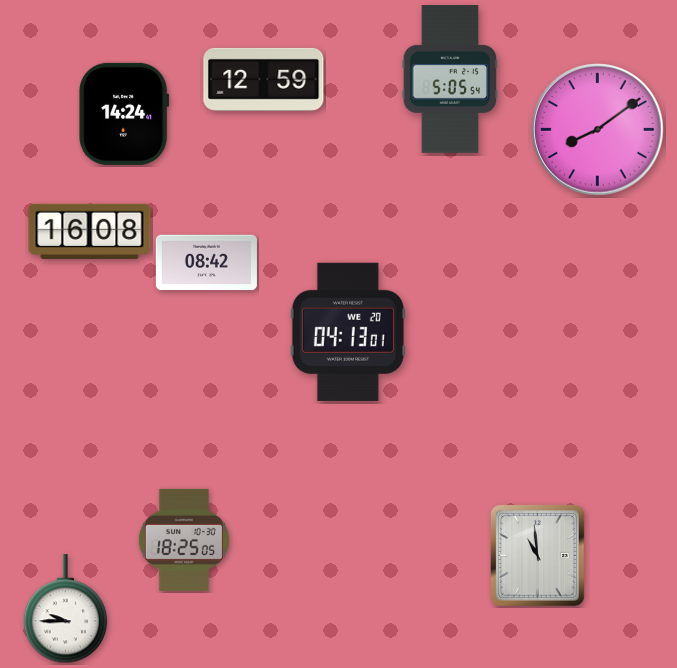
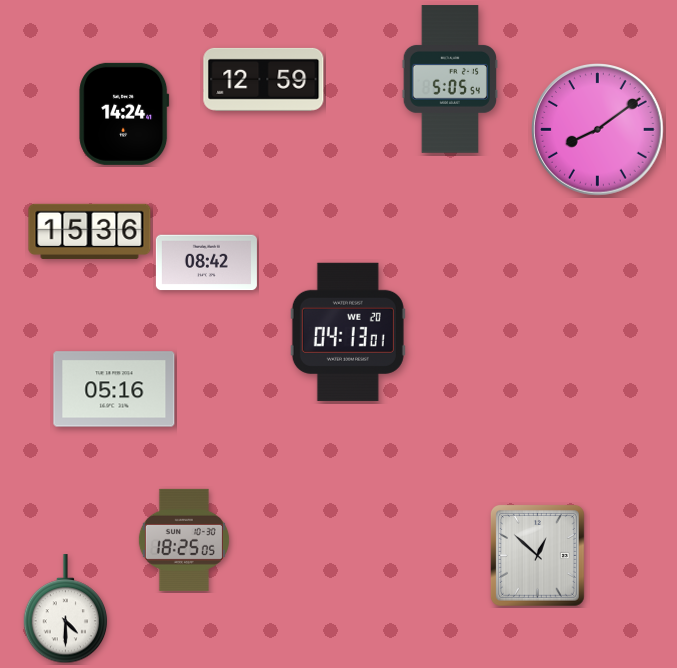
clock at (90, 231): 16:08 -> 15:36
clock at (114, 389): none -> 05:16
clock at (537, 555): 10:59 -> 12:52
clock at (66, 609): 9:45 -> 4:30
